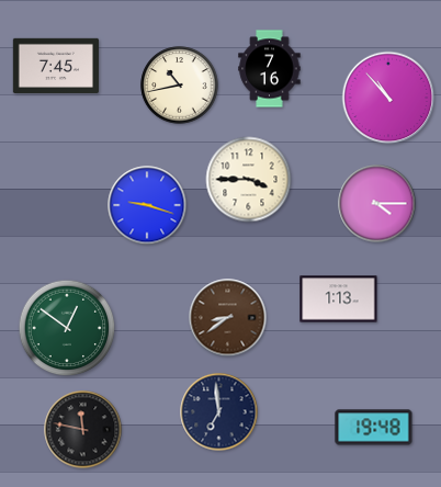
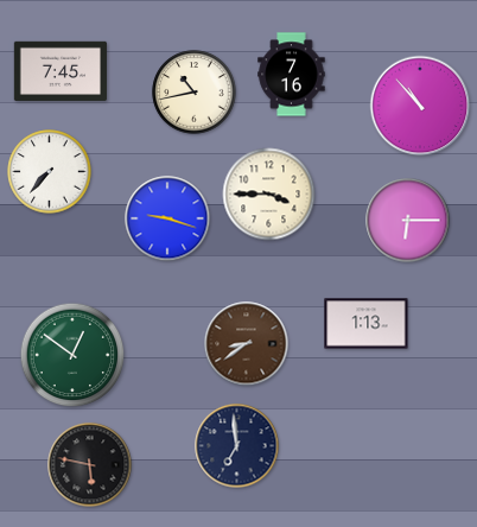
clock at (50, 172): none -> 7:37
clock at (377, 204): 4:15 -> 6:15
clock at (147, 205) position: (147, 205) -> (167, 218)
clock at (374, 428): 19:48 -> none
clock at (83, 430): 11:47 -> 5:47
